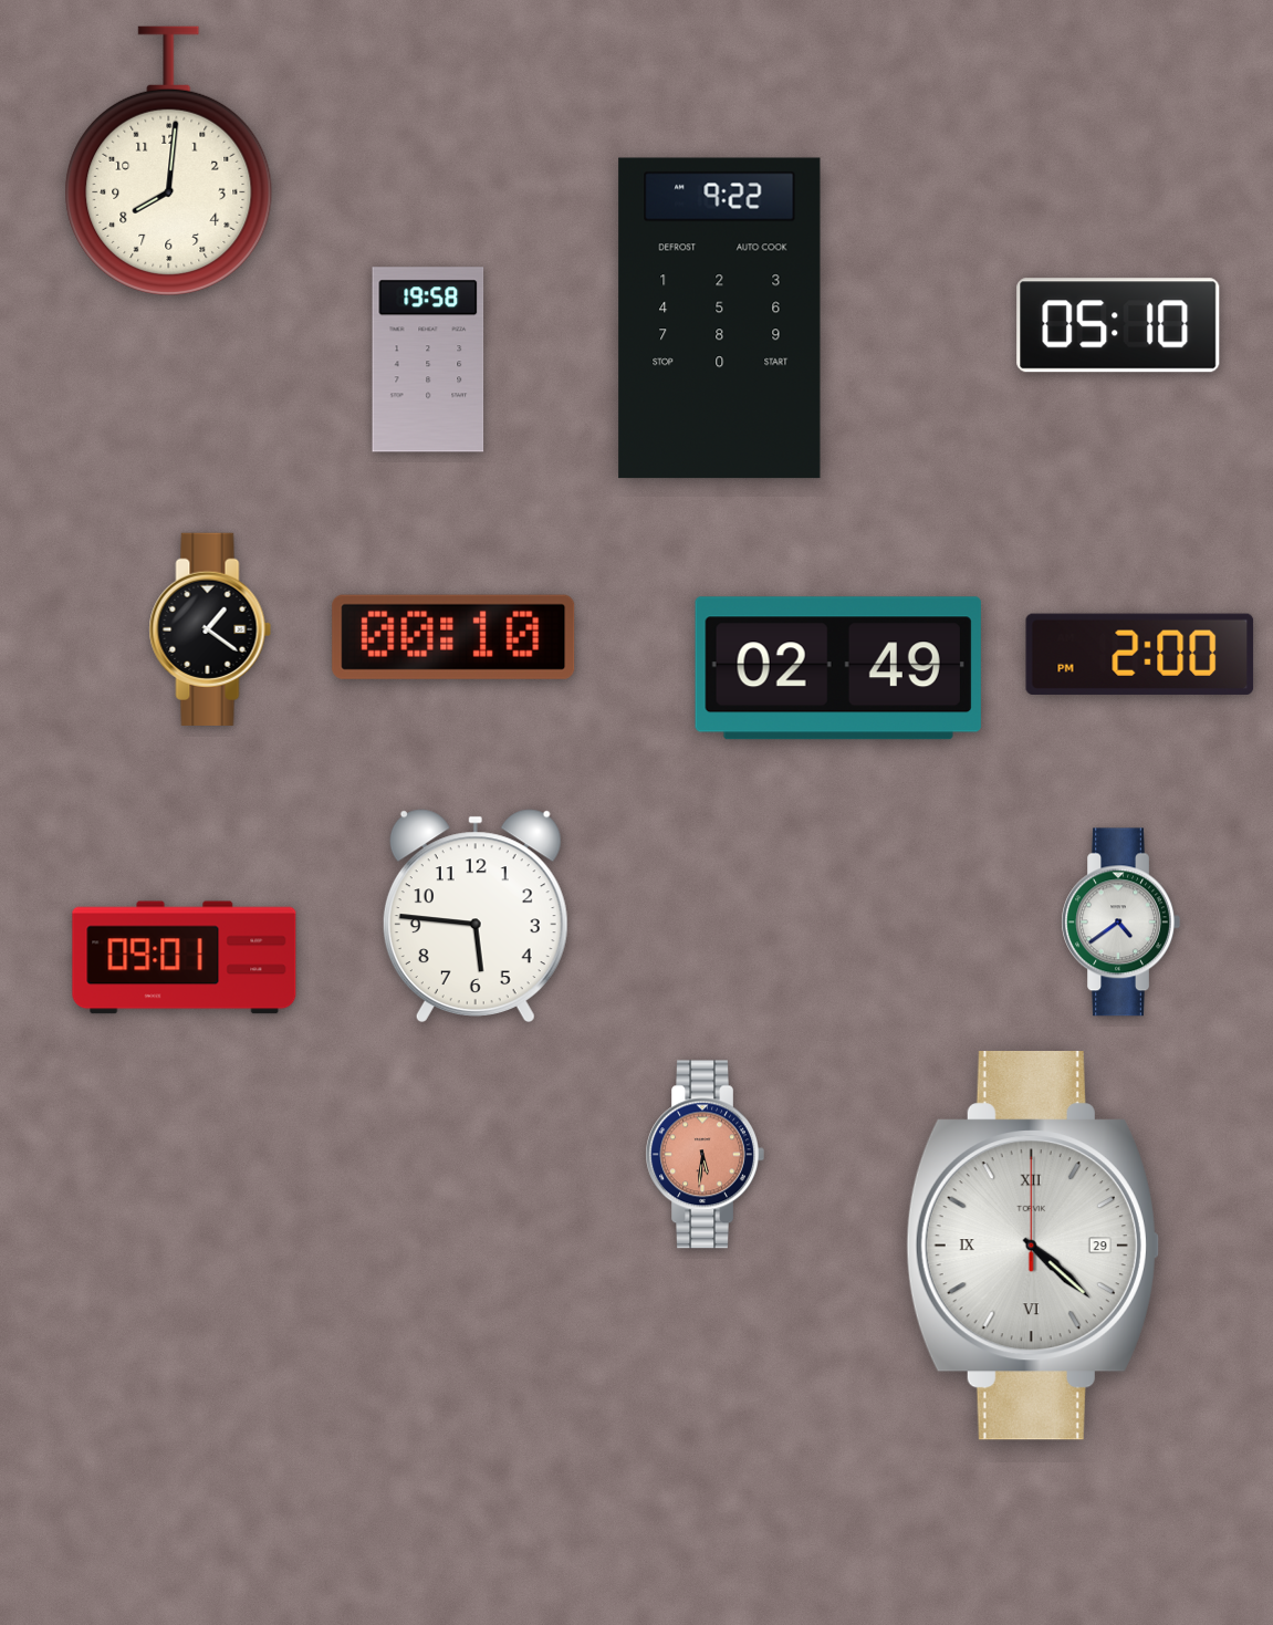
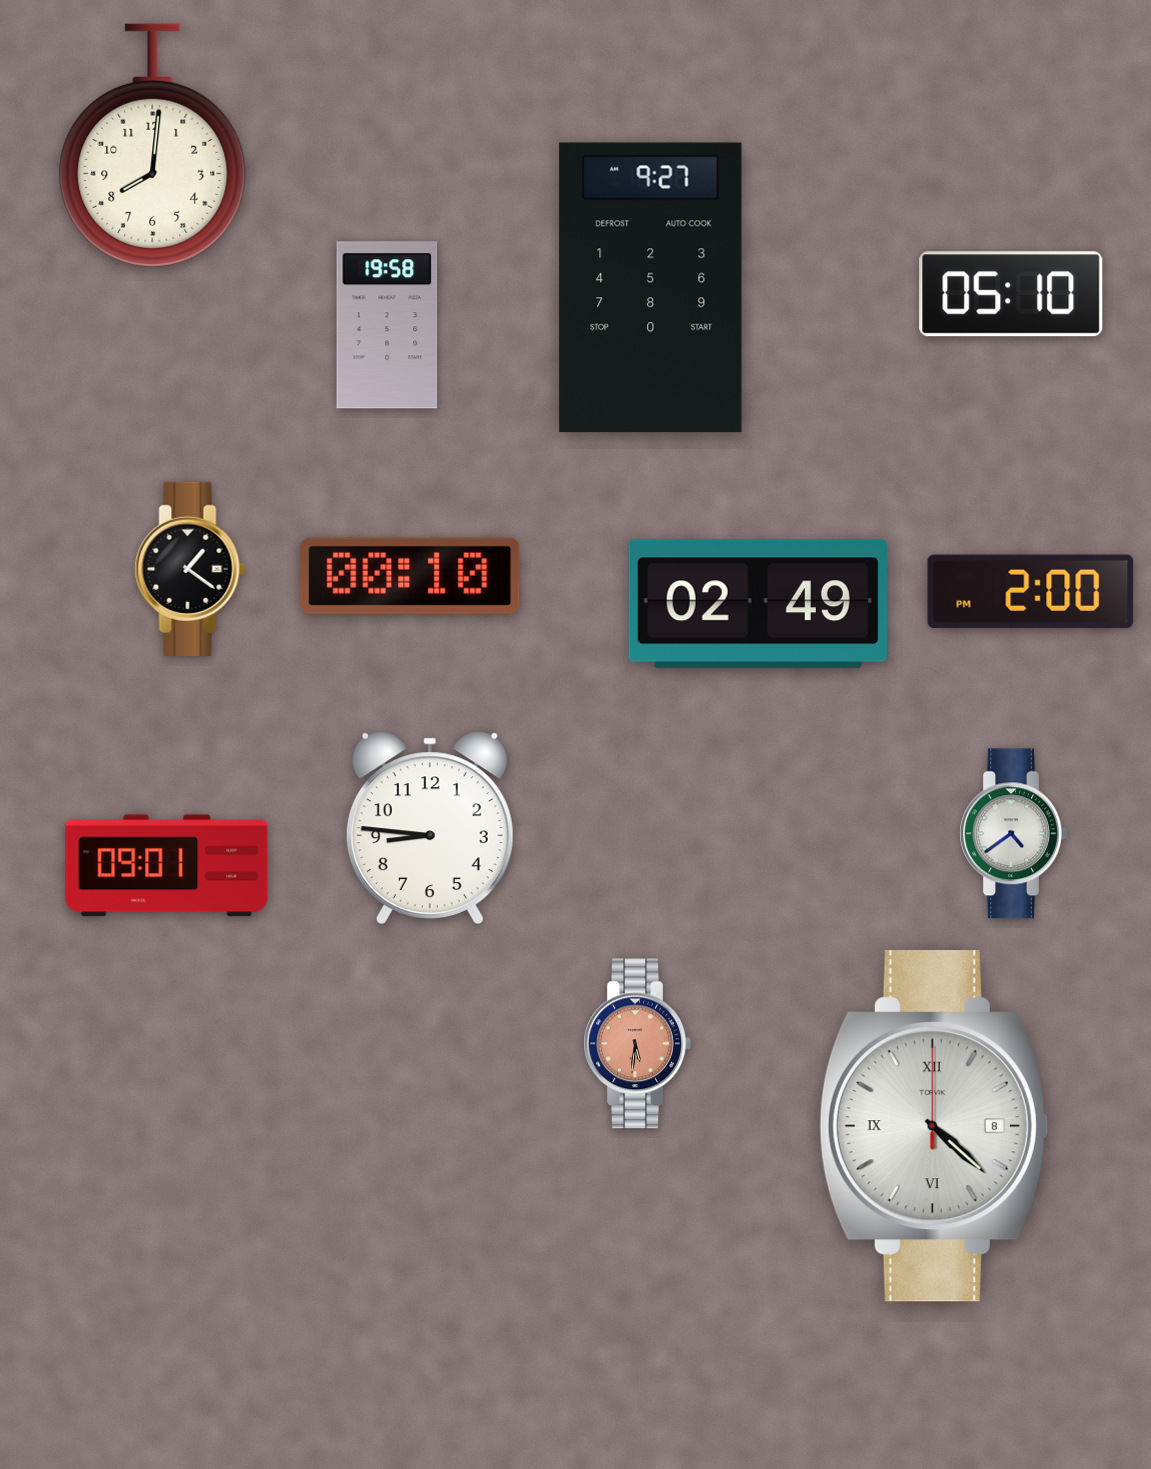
clock at (720, 319): 9:22 -> 9:27
clock at (476, 915): 5:46 -> 8:46
clock at (1033, 1247) date: 29 -> 8
